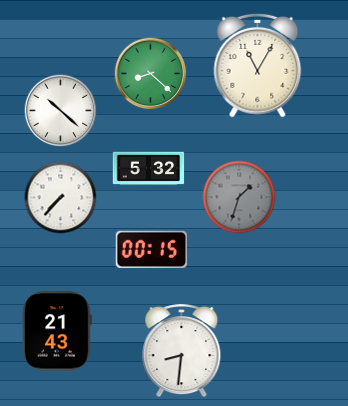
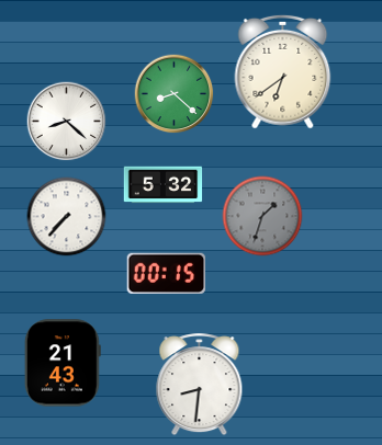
clock at (258, 65): 11:05 -> 6:39
clock at (151, 74) position: (151, 74) -> (175, 94)
clock at (61, 111): 10:22 -> 8:22
